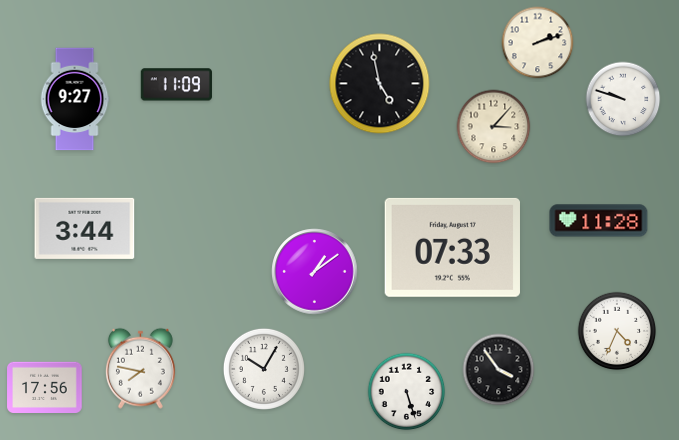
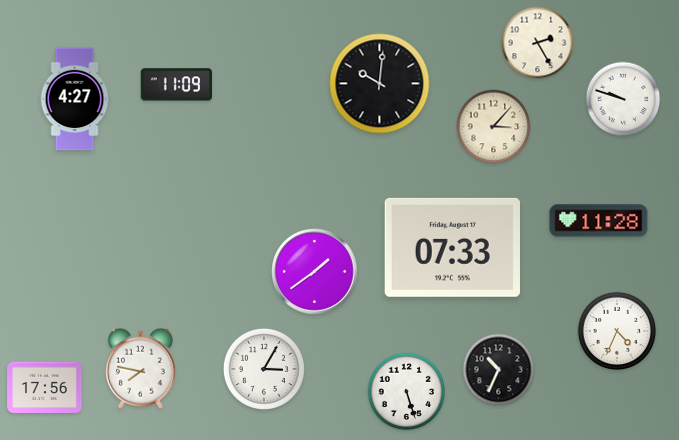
clock at (538, 43): 2:12 -> 2:25
clock at (380, 84): 4:58 -> 10:01
clock at (75, 99): 9:27 -> 4:27
clock at (85, 228): 3:44 -> none
clock at (315, 272): 1:09 -> 1:39
clock at (264, 369): 10:05 -> 3:05
clock at (499, 370): 3:54 -> 10:34
